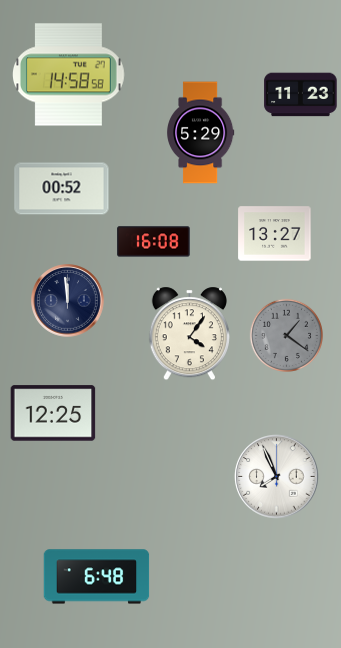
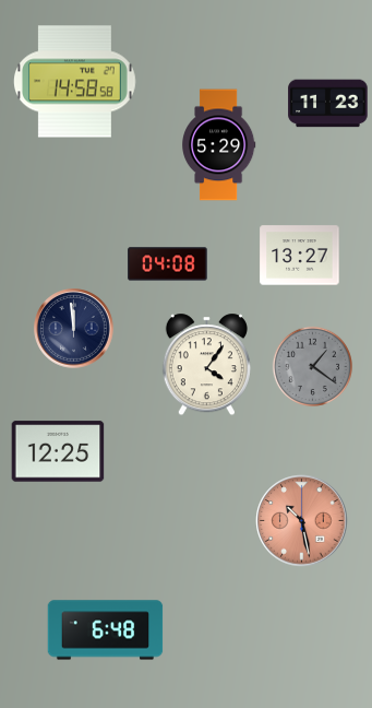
clock at (62, 189): 00:52 -> none
clock at (154, 242): 16:08 -> 04:08
clock at (277, 477): 7:56 -> 10:28
clock at (277, 477) dial: white -> salmon
